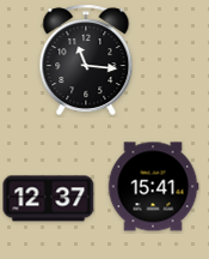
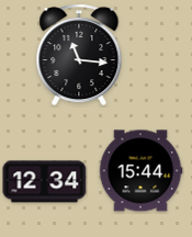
clock at (153, 187): 15:41 -> 15:44
clock at (49, 199): 12:37 -> 12:34
